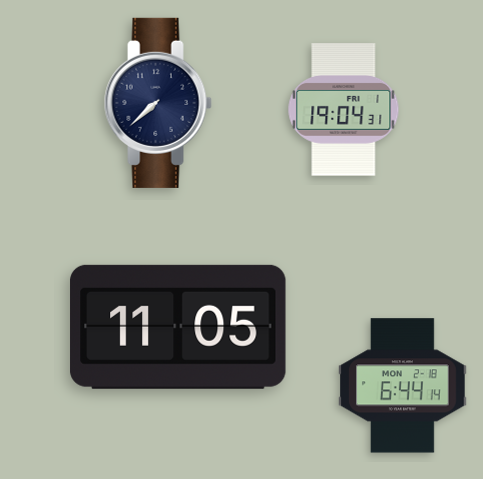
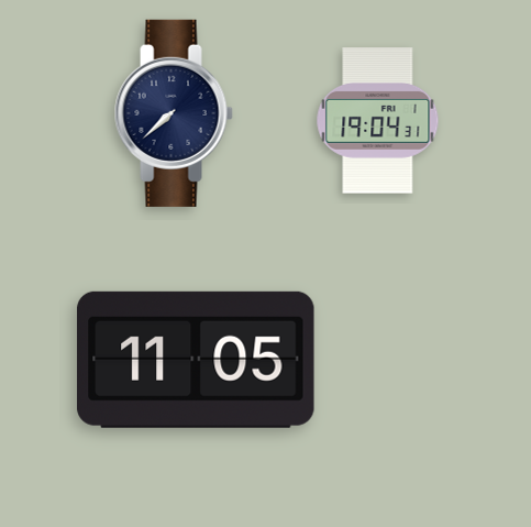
clock at (403, 386): 6:44 -> none
